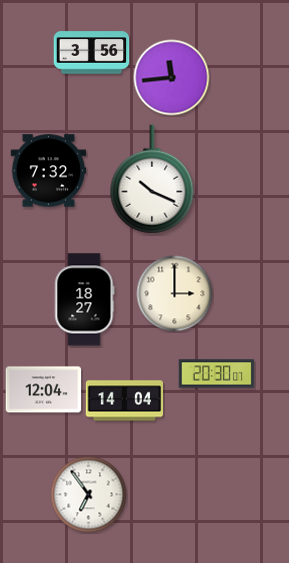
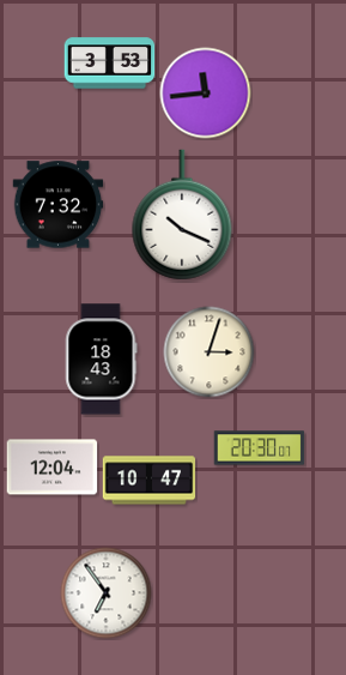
clock at (92, 53): 3:56 -> 3:53
clock at (175, 294): 3:00 -> 3:03
clock at (85, 300): 18:27 -> 18:43
clock at (125, 401): 14:04 -> 10:47
